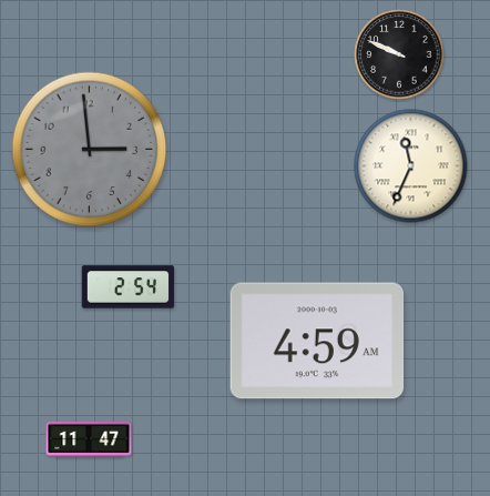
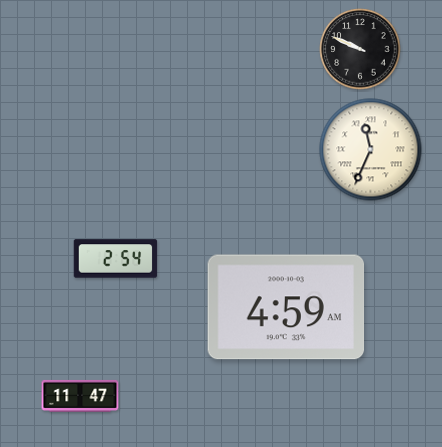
clock at (90, 150): 2:59 -> none
